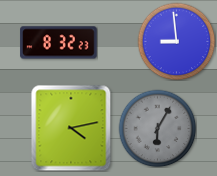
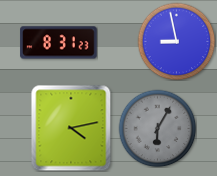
clock at (176, 41): 8:59 -> 8:58
clock at (59, 43): 8:32 -> 8:31
